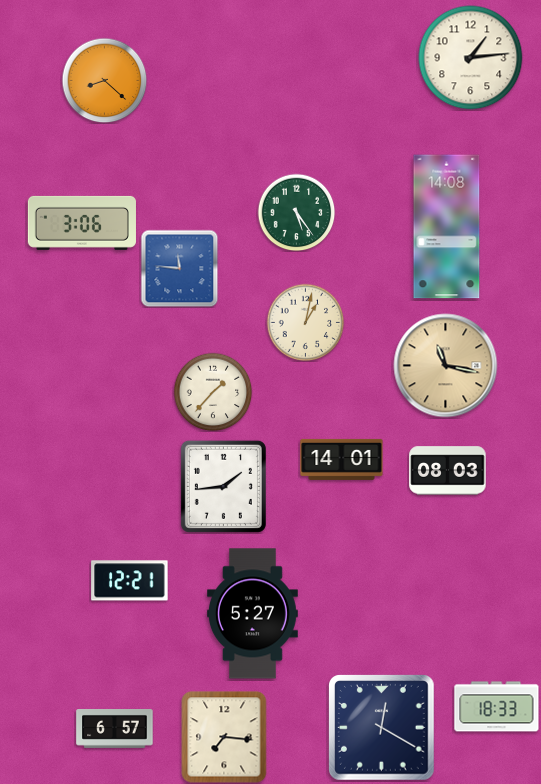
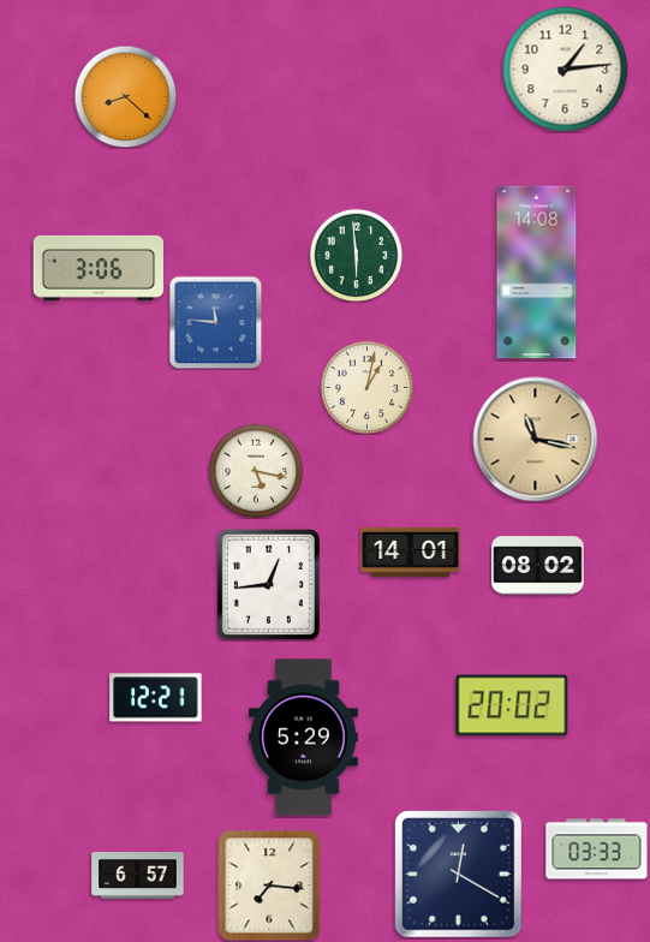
clock at (296, 212): 5:24 -> 5:59
clock at (213, 392): 1:37 -> 5:17
clock at (448, 471): 08:03 -> 08:02
clock at (223, 486): 1:44 -> 12:44
clock at (512, 705): none -> 20:02
clock at (252, 614): 5:27 -> 5:29
clock at (497, 707): 18:33 -> 03:33
